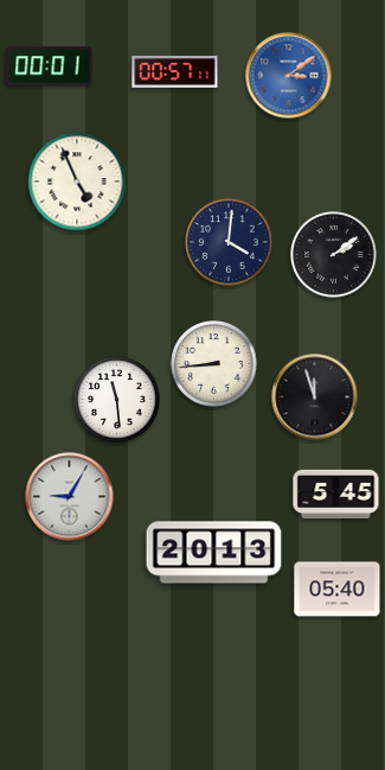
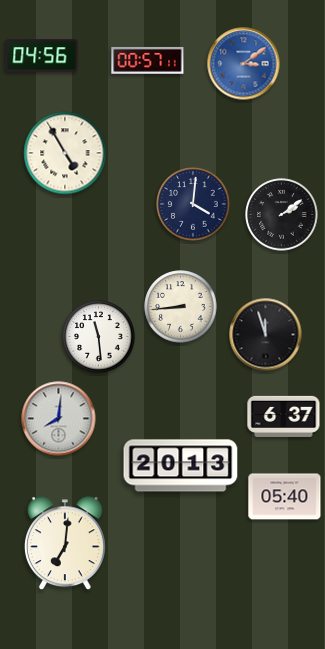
clock at (50, 66): 00:01 -> 04:56
clock at (77, 182): 4:56 -> 4:55
clock at (336, 494): 5:45 -> 6:37
clock at (70, 497): 9:05 -> 8:01
clock at (65, 544): none -> 7:01
